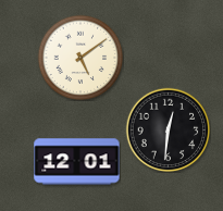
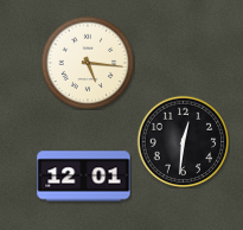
clock at (80, 58): 5:09 -> 5:16
